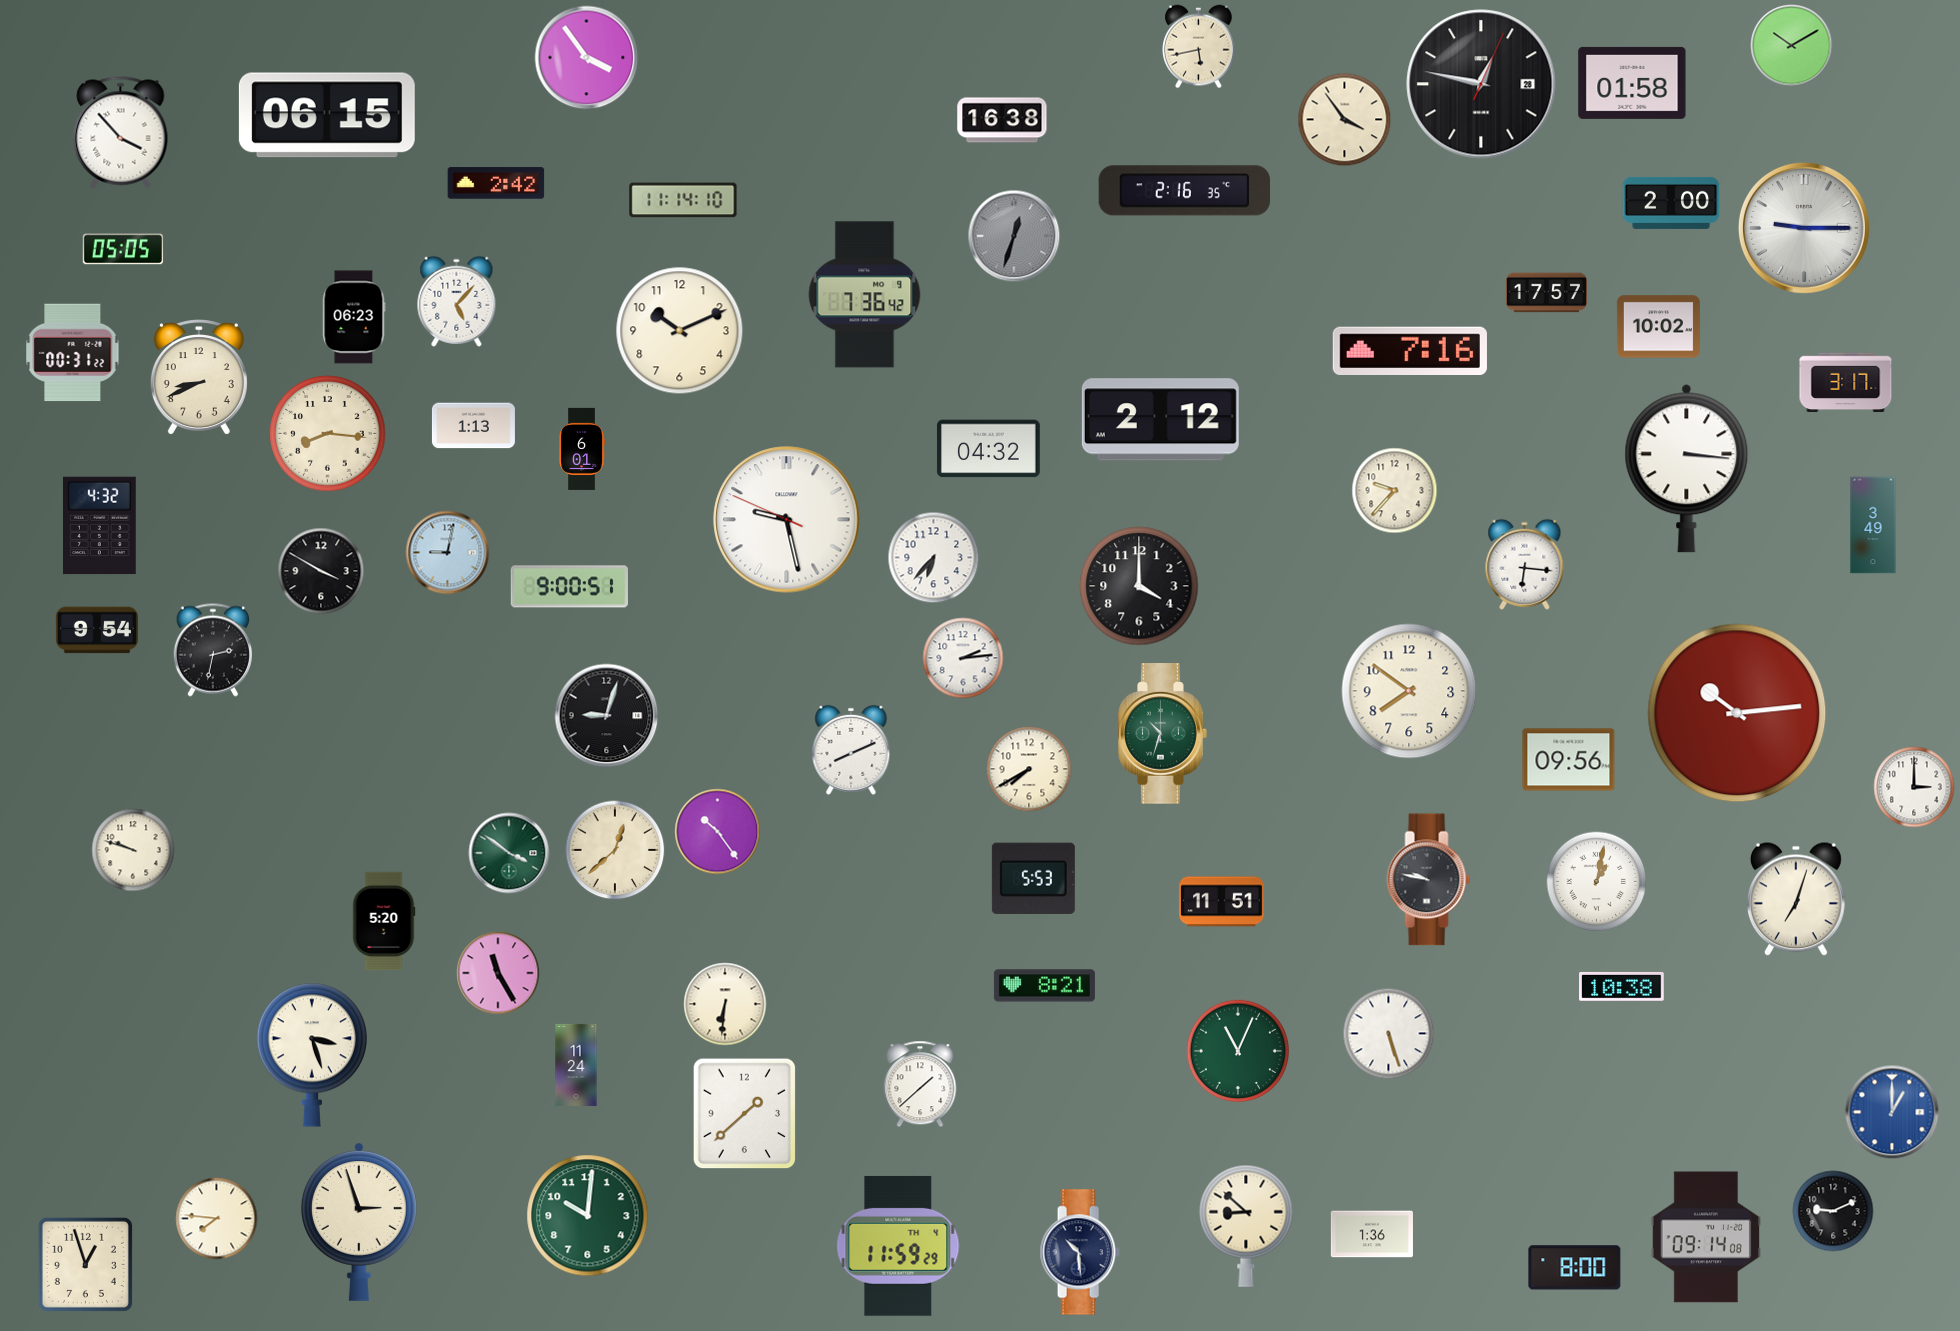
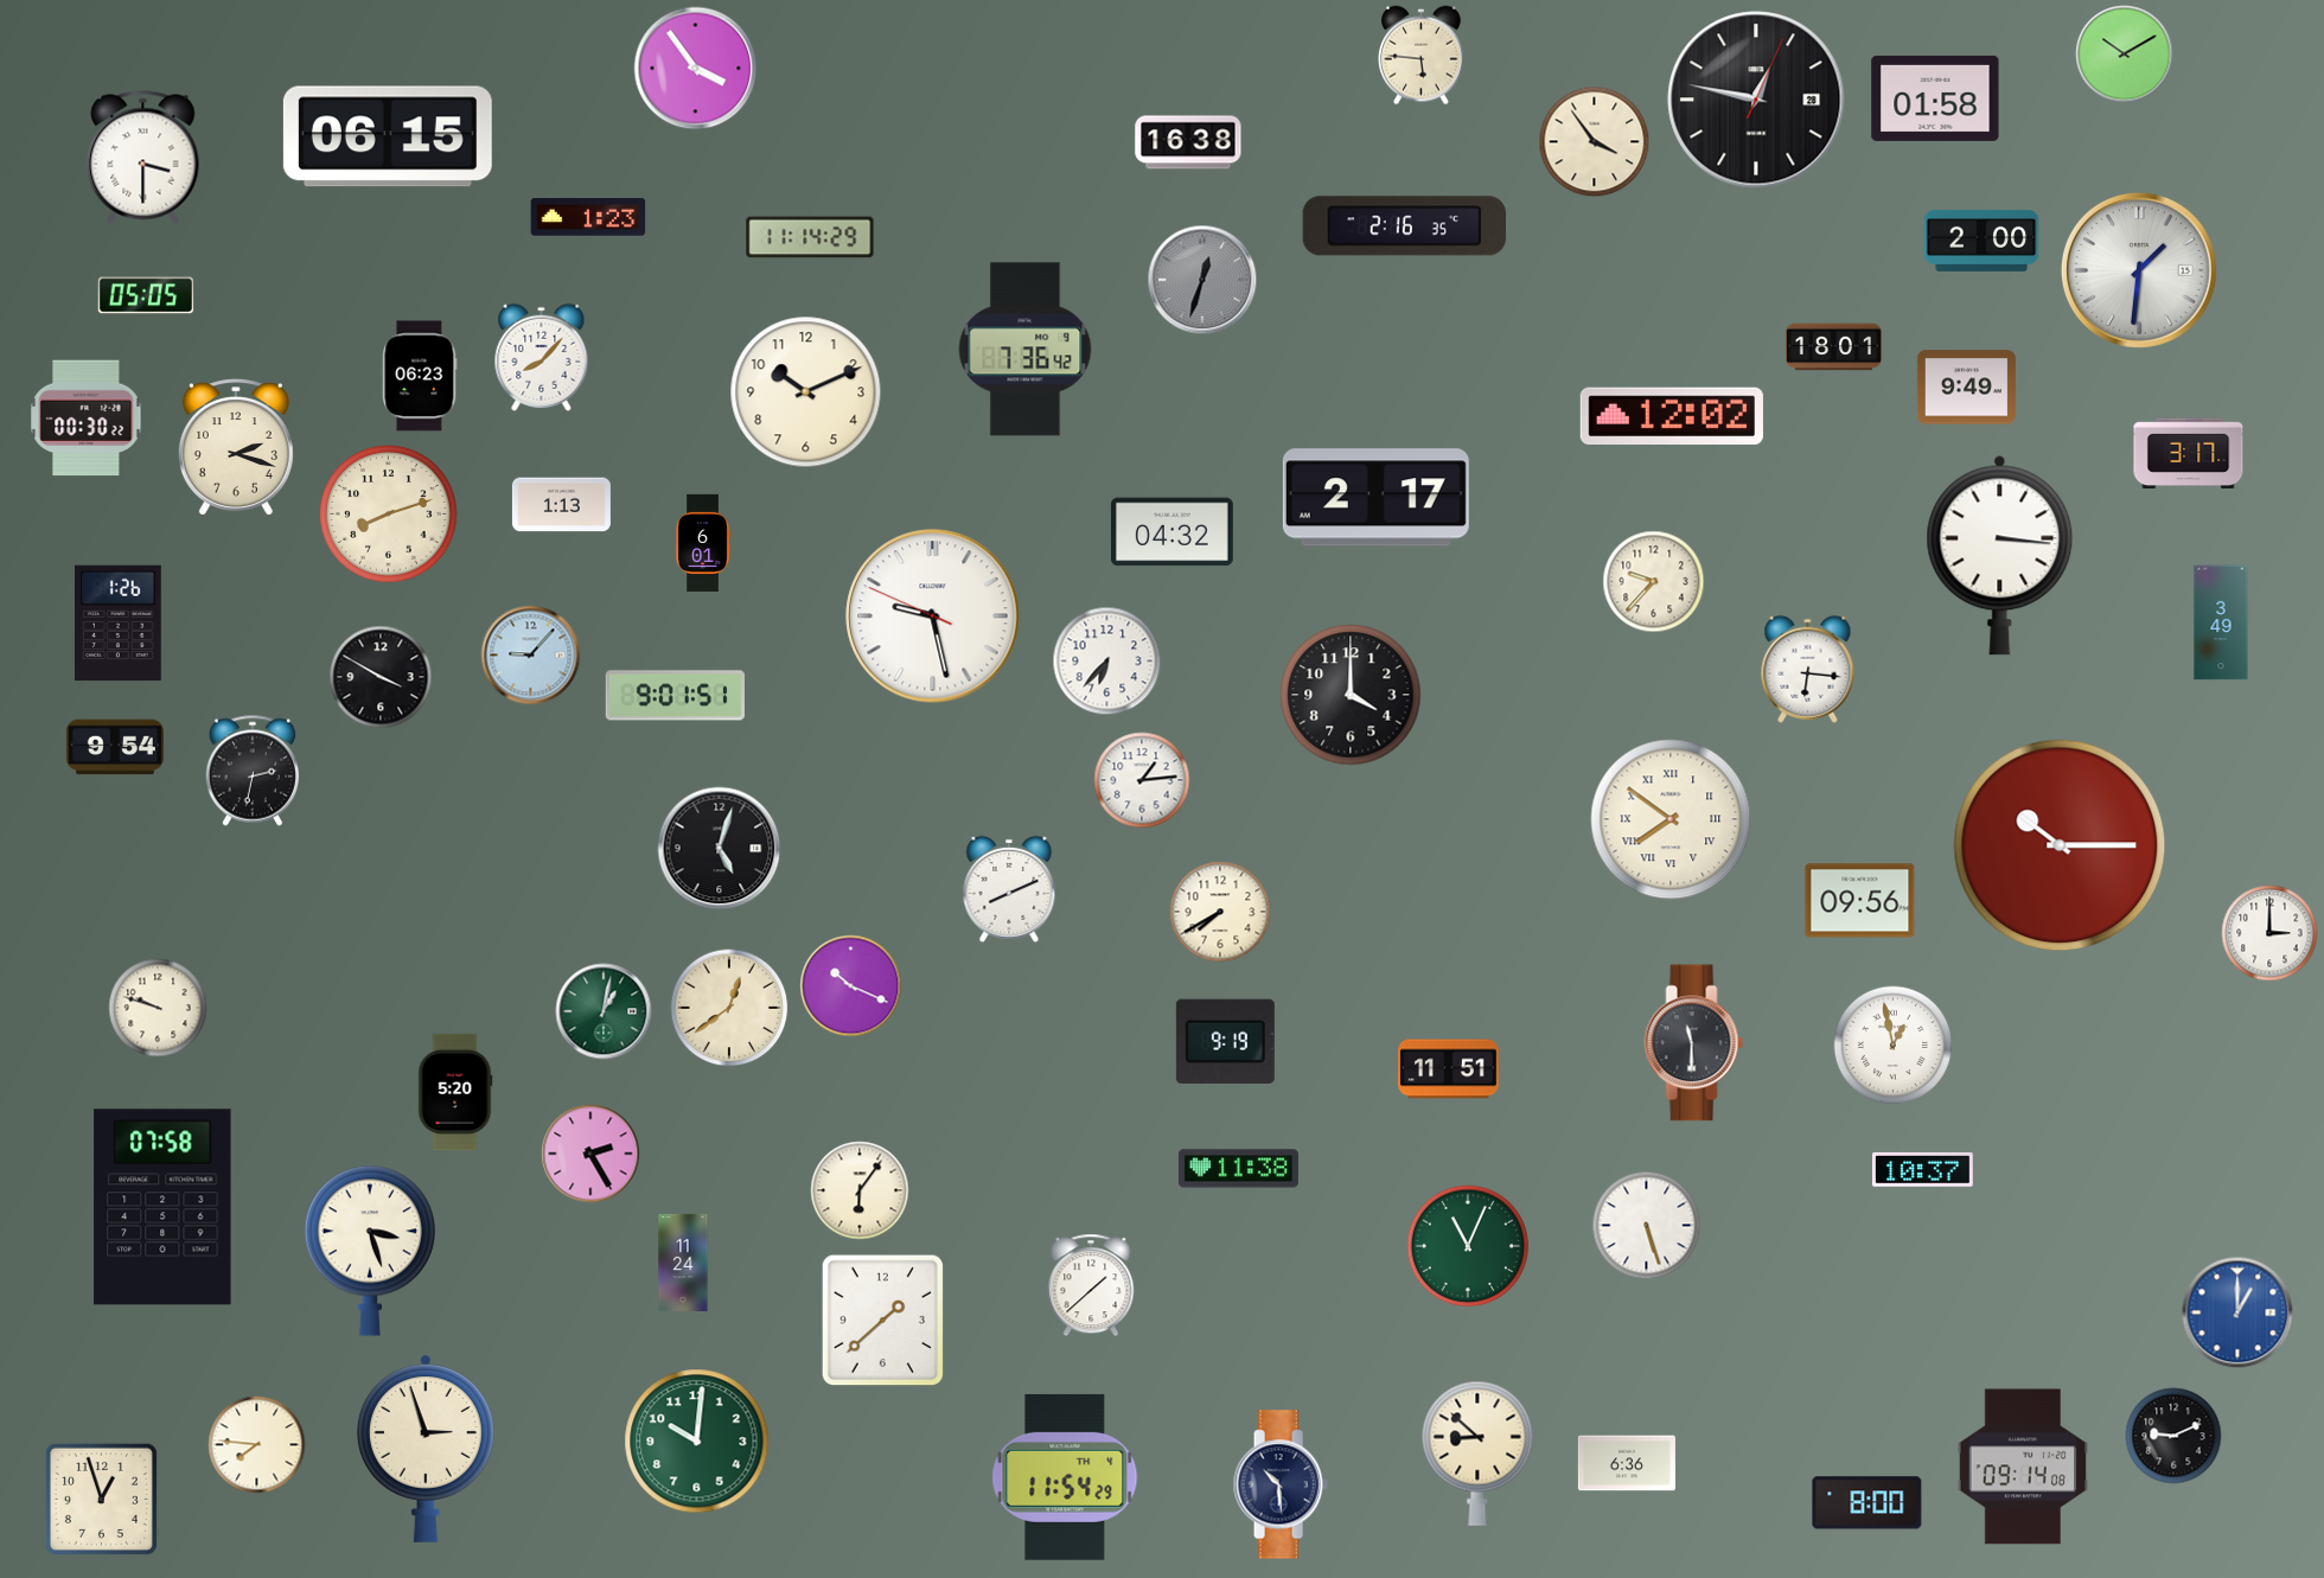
clock at (1199, 47): 5:43 -> 5:46
clock at (121, 133): 3:53 -> 3:30
clock at (496, 183): 2:42 -> 1:23
clock at (683, 200): 11:14:10 -> 11:14:29
clock at (1804, 228): 9:15 -> 1:31
clock at (1546, 293): 17:57 -> 18:01
clock at (457, 301): 5:07 -> 8:07
clock at (1658, 327): 10:02 -> 9:49
clock at (1410, 350): 7:16 -> 12:02
clock at (73, 353): 00:31 -> 00:30
clock at (199, 377): 8:41 -> 2:18
clock at (1160, 420): 2:12 -> 2:17
clock at (328, 434): 8:16 -> 8:12
clock at (582, 449) position: (582, 449) -> (703, 543)
clock at (99, 526): 4:32 -> 1:26
clock at (448, 553): 9:02 -> 9:07
clock at (569, 587): 9:00 -> 9:01
clock at (963, 658): 2:14 -> 1:14
clock at (1409, 691) numerals: Arabic -> Roman
clock at (1737, 713): 10:14 -> 10:15
clock at (607, 716): 9:03 -> 5:03
clock at (1163, 734): 10:33 -> none
clock at (718, 832): 10:24 -> 10:19
clock at (615, 850): 12:38 -> 12:39
clock at (509, 853): 3:51 -> 1:02
clock at (1033, 878): 5:53 -> 9:19
clock at (1429, 880): 9:47 -> 11:30
clock at (1597, 882): 1:02 -> 12:58
clock at (1797, 899): 7:03 -> none
clock at (498, 973): 11:25 -> 2:25
clock at (1044, 986): 8:21 -> 11:38
clock at (1622, 986): 10:38 -> 10:37
clock at (725, 1004): 6:31 -> 6:06
clock at (162, 1207): none -> 07:58
clock at (1892, 1112) position: (1892, 1112) -> (2237, 1312)
clock at (1372, 1234): 1:36 -> 6:36
clock at (898, 1246): 11:59 -> 11:54
